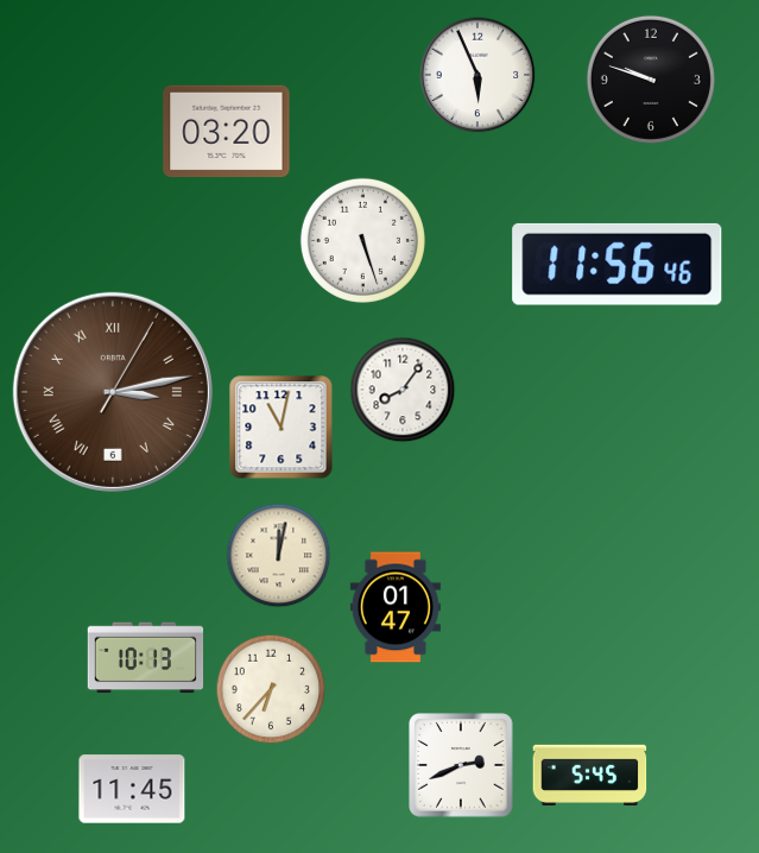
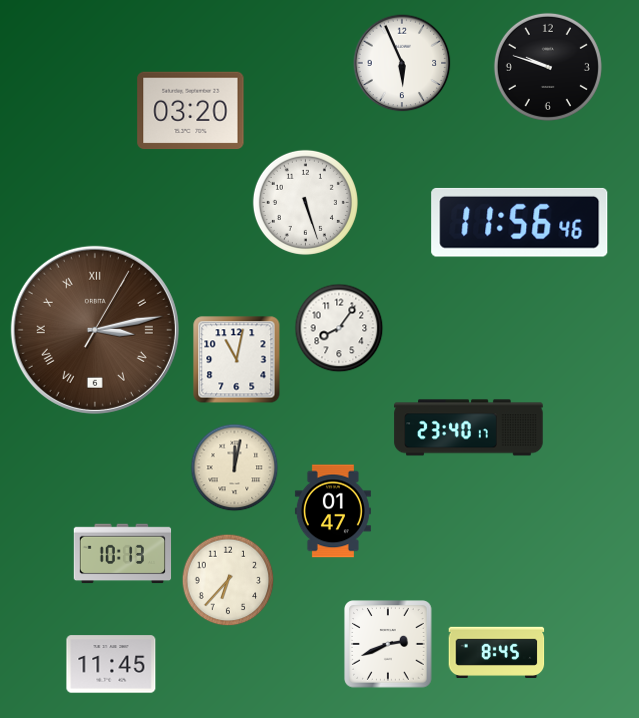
clock at (469, 428): none -> 23:40
clock at (590, 775): 5:45 -> 8:45
